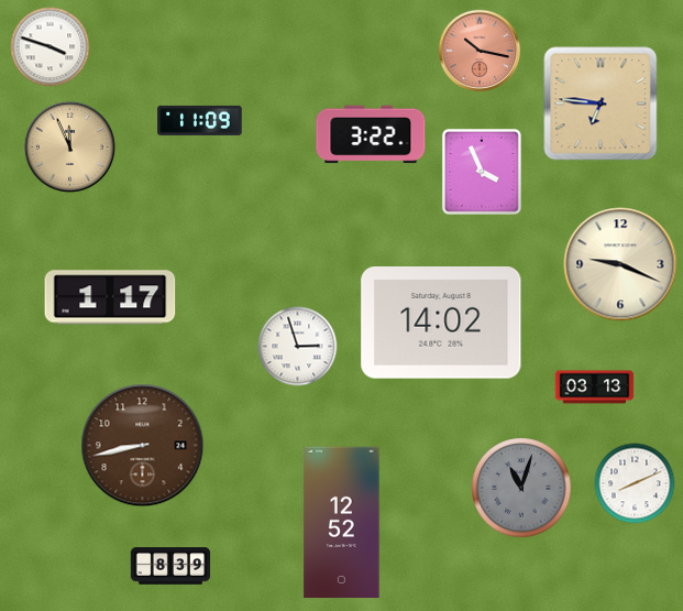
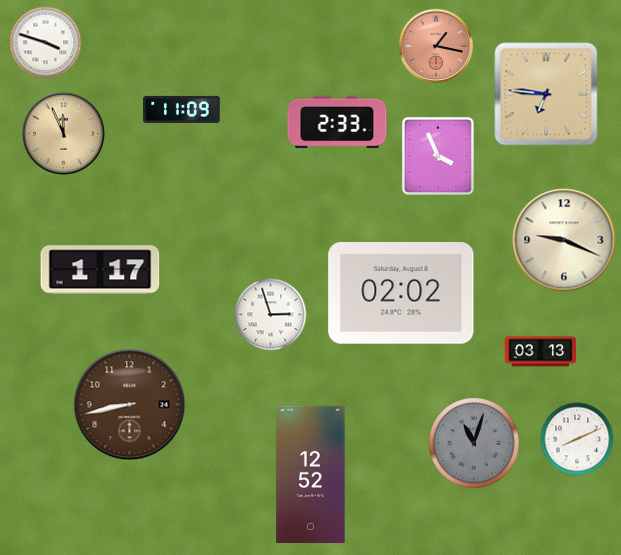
clock at (480, 51): 10:17 -> 1:17
clock at (371, 134): 3:22 -> 2:33
clock at (441, 323): 14:02 -> 02:02
clock at (170, 566): 8:39 -> none
